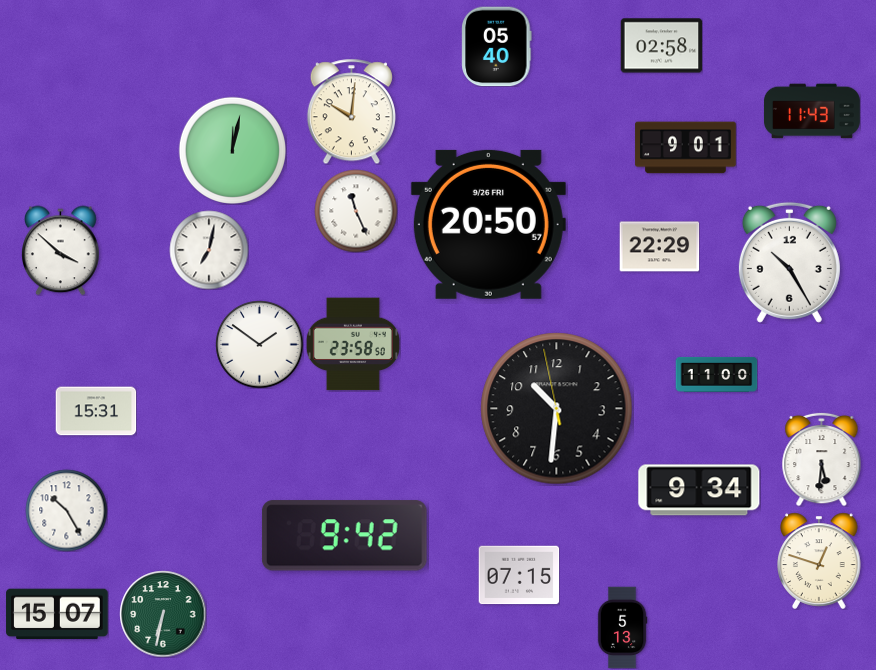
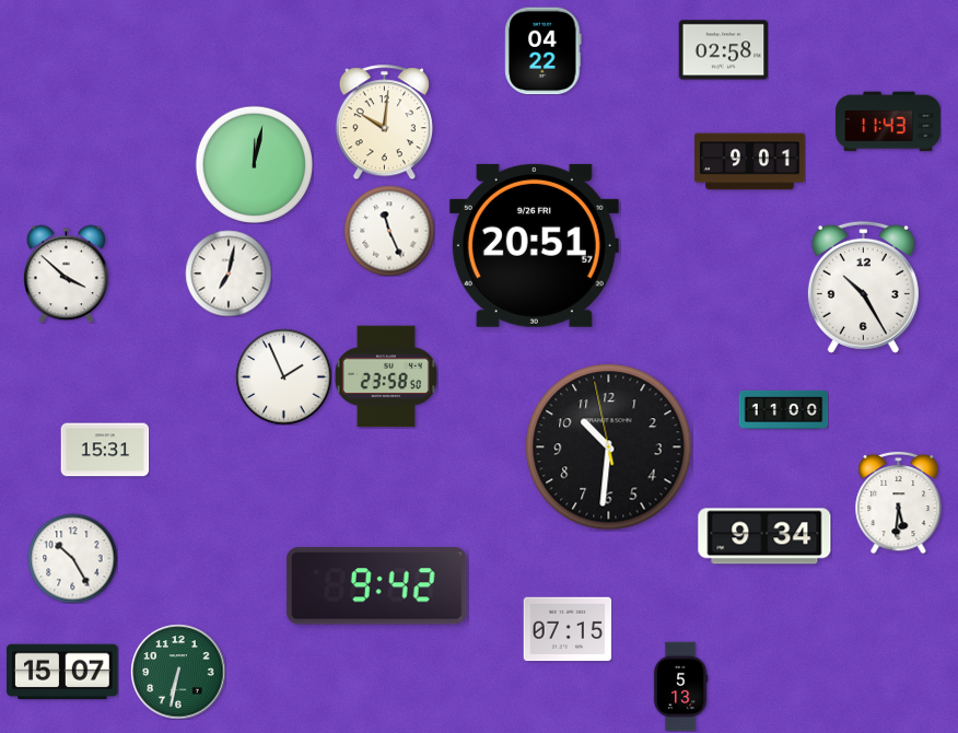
clock at (497, 46): 05:40 -> 04:22
clock at (488, 224): 20:50 -> 20:51
clock at (659, 247): 22:29 -> none
clock at (259, 344): 1:51 -> 1:56
clock at (819, 561): 12:48 -> none
